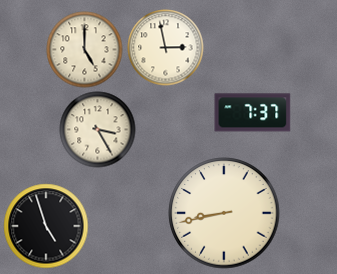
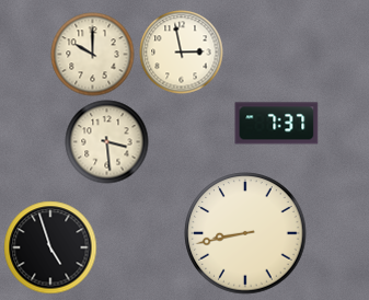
clock at (85, 50): 5:00 -> 10:00
clock at (98, 130): 3:25 -> 3:29
